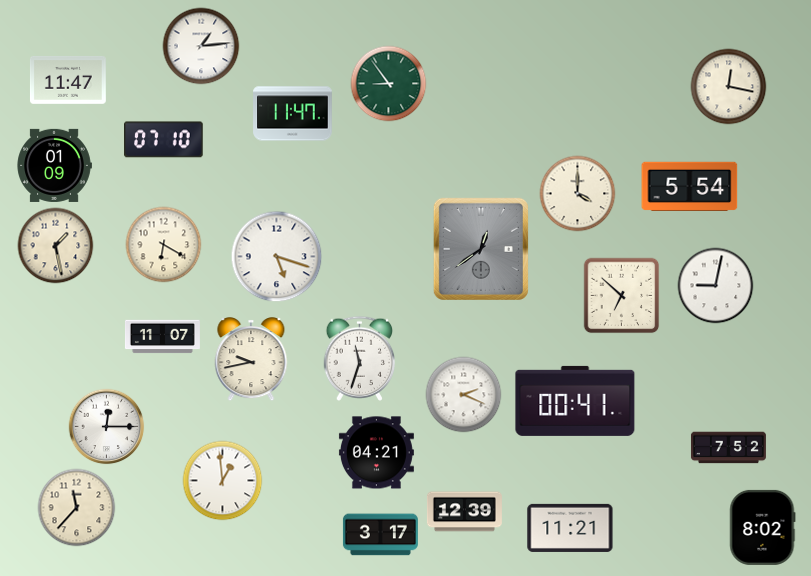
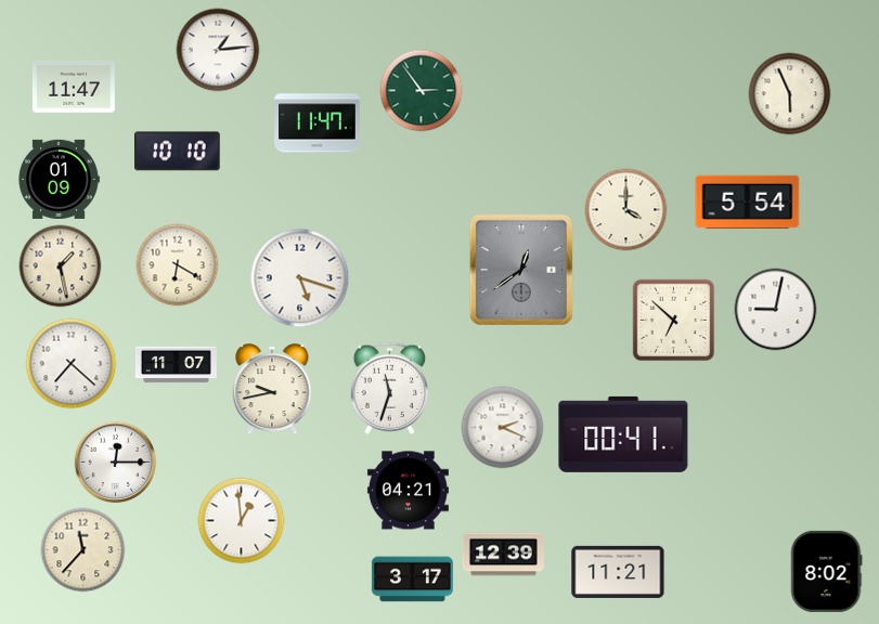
clock at (389, 84): 8:54 -> 2:54
clock at (729, 87): 12:17 -> 5:56
clock at (164, 140): 07:10 -> 10:10
clock at (72, 364): none -> 7:22
clock at (728, 448): 7:52 -> none
